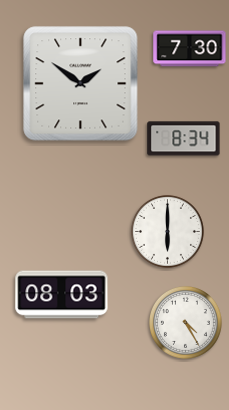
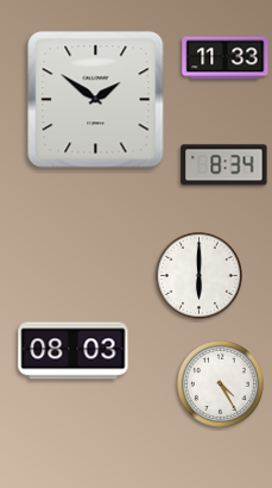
clock at (190, 49): 7:30 -> 11:33
clock at (184, 139) position: (184, 139) -> (224, 165)
